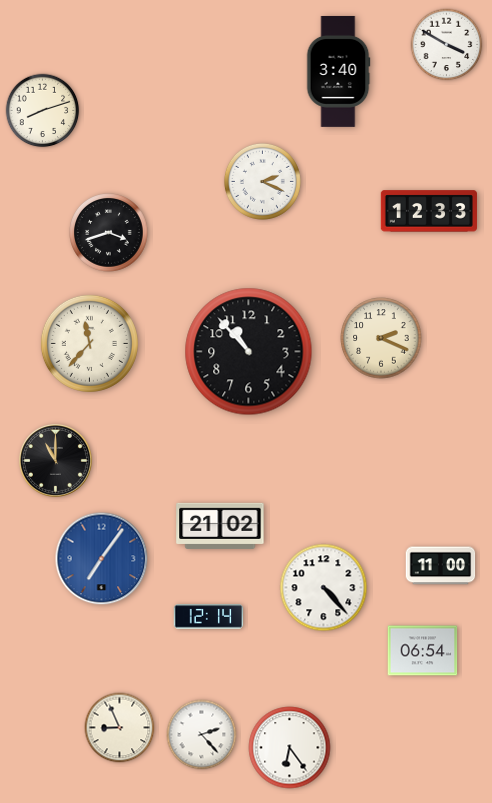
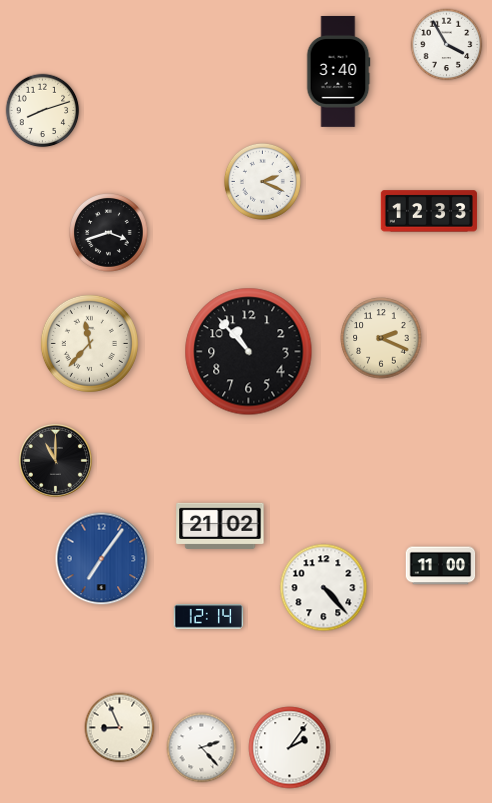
clock at (447, 45): 3:50 -> 3:55
clock at (423, 651): 06:54 -> none
clock at (202, 735) position: (202, 735) -> (202, 748)
clock at (290, 748): 6:24 -> 2:06
